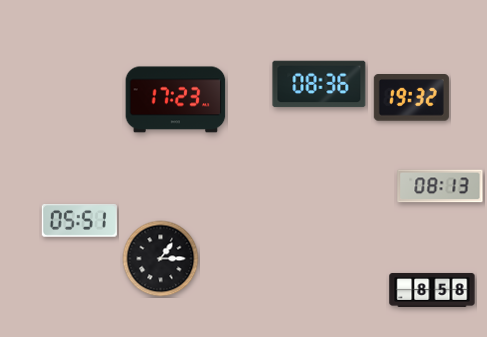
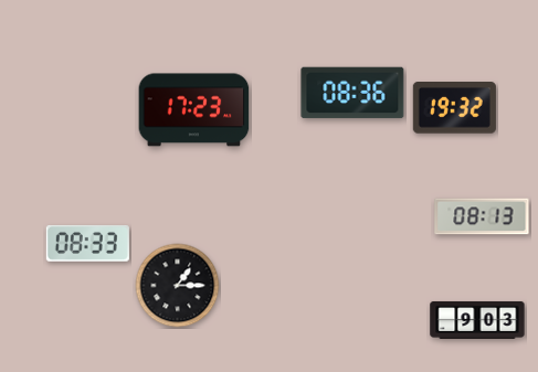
clock at (440, 186) position: (440, 186) -> (482, 216)
clock at (79, 221): 05:51 -> 08:33
clock at (432, 290): 8:58 -> 9:03
